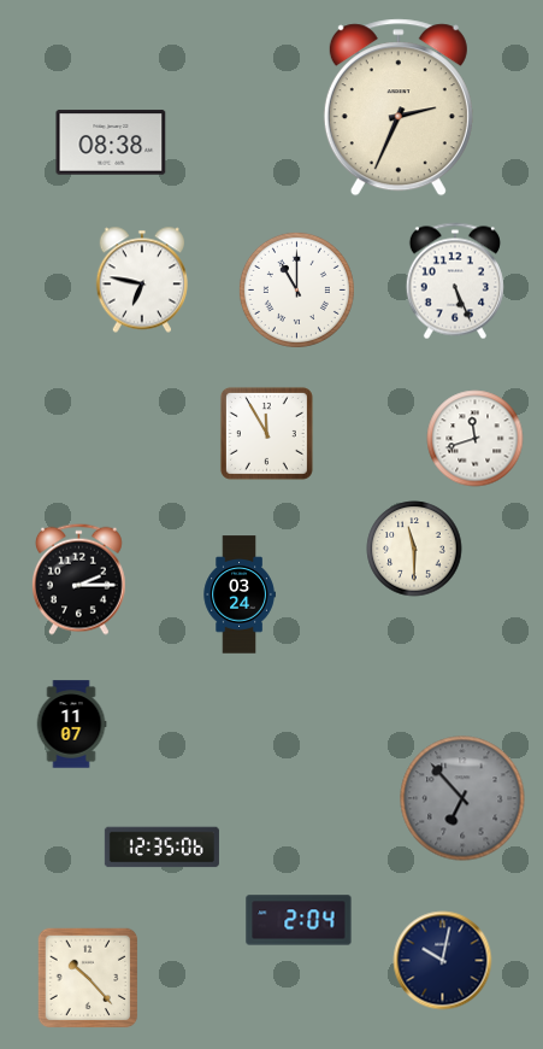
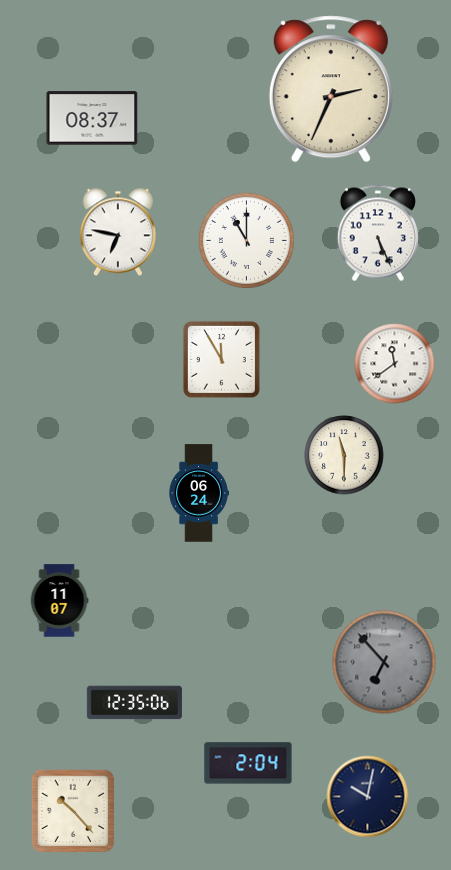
clock at (111, 142): 08:38 -> 08:37
clock at (476, 439): 11:42 -> 11:39
clock at (79, 579): 2:15 -> none
clock at (240, 594): 03:24 -> 06:24
